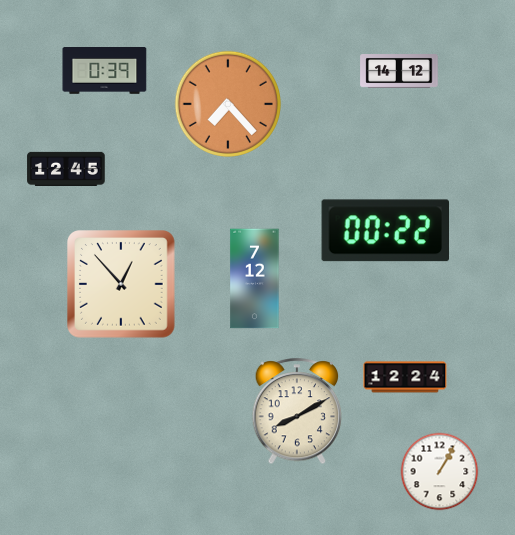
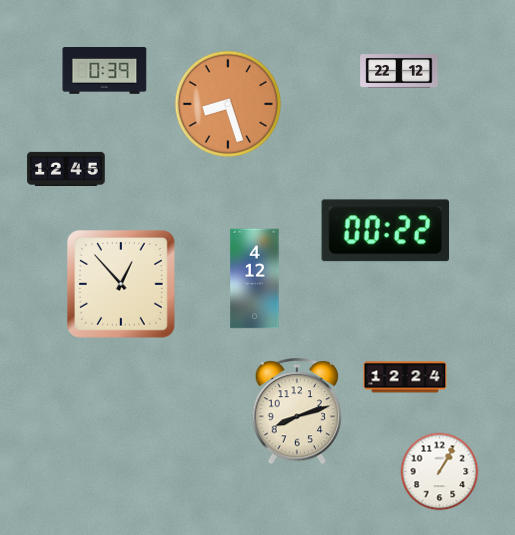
clock at (399, 72): 14:12 -> 22:12
clock at (228, 104): 7:23 -> 8:27
clock at (255, 279): 7:12 -> 4:12
clock at (297, 412): 8:10 -> 8:12
